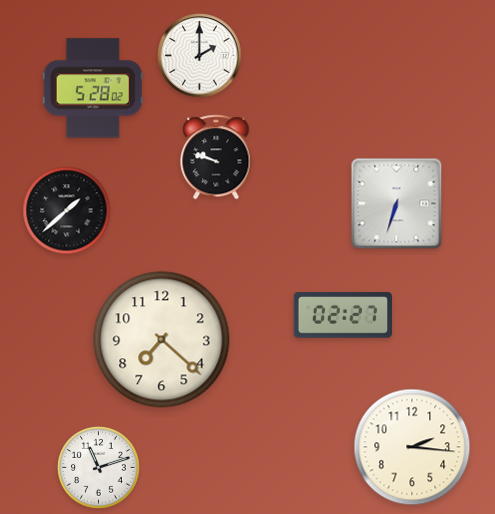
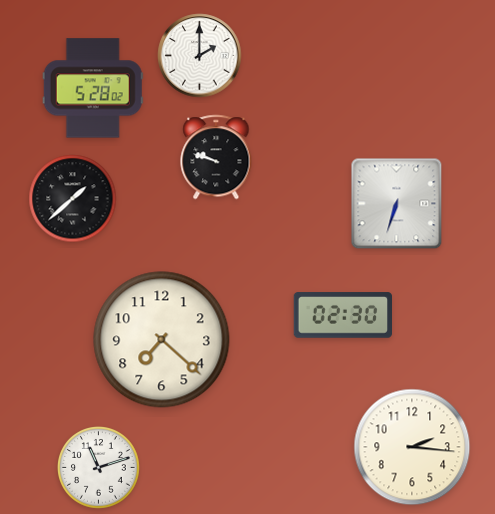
clock at (67, 211) position: (67, 211) -> (73, 199)
clock at (342, 315): 02:27 -> 02:30
